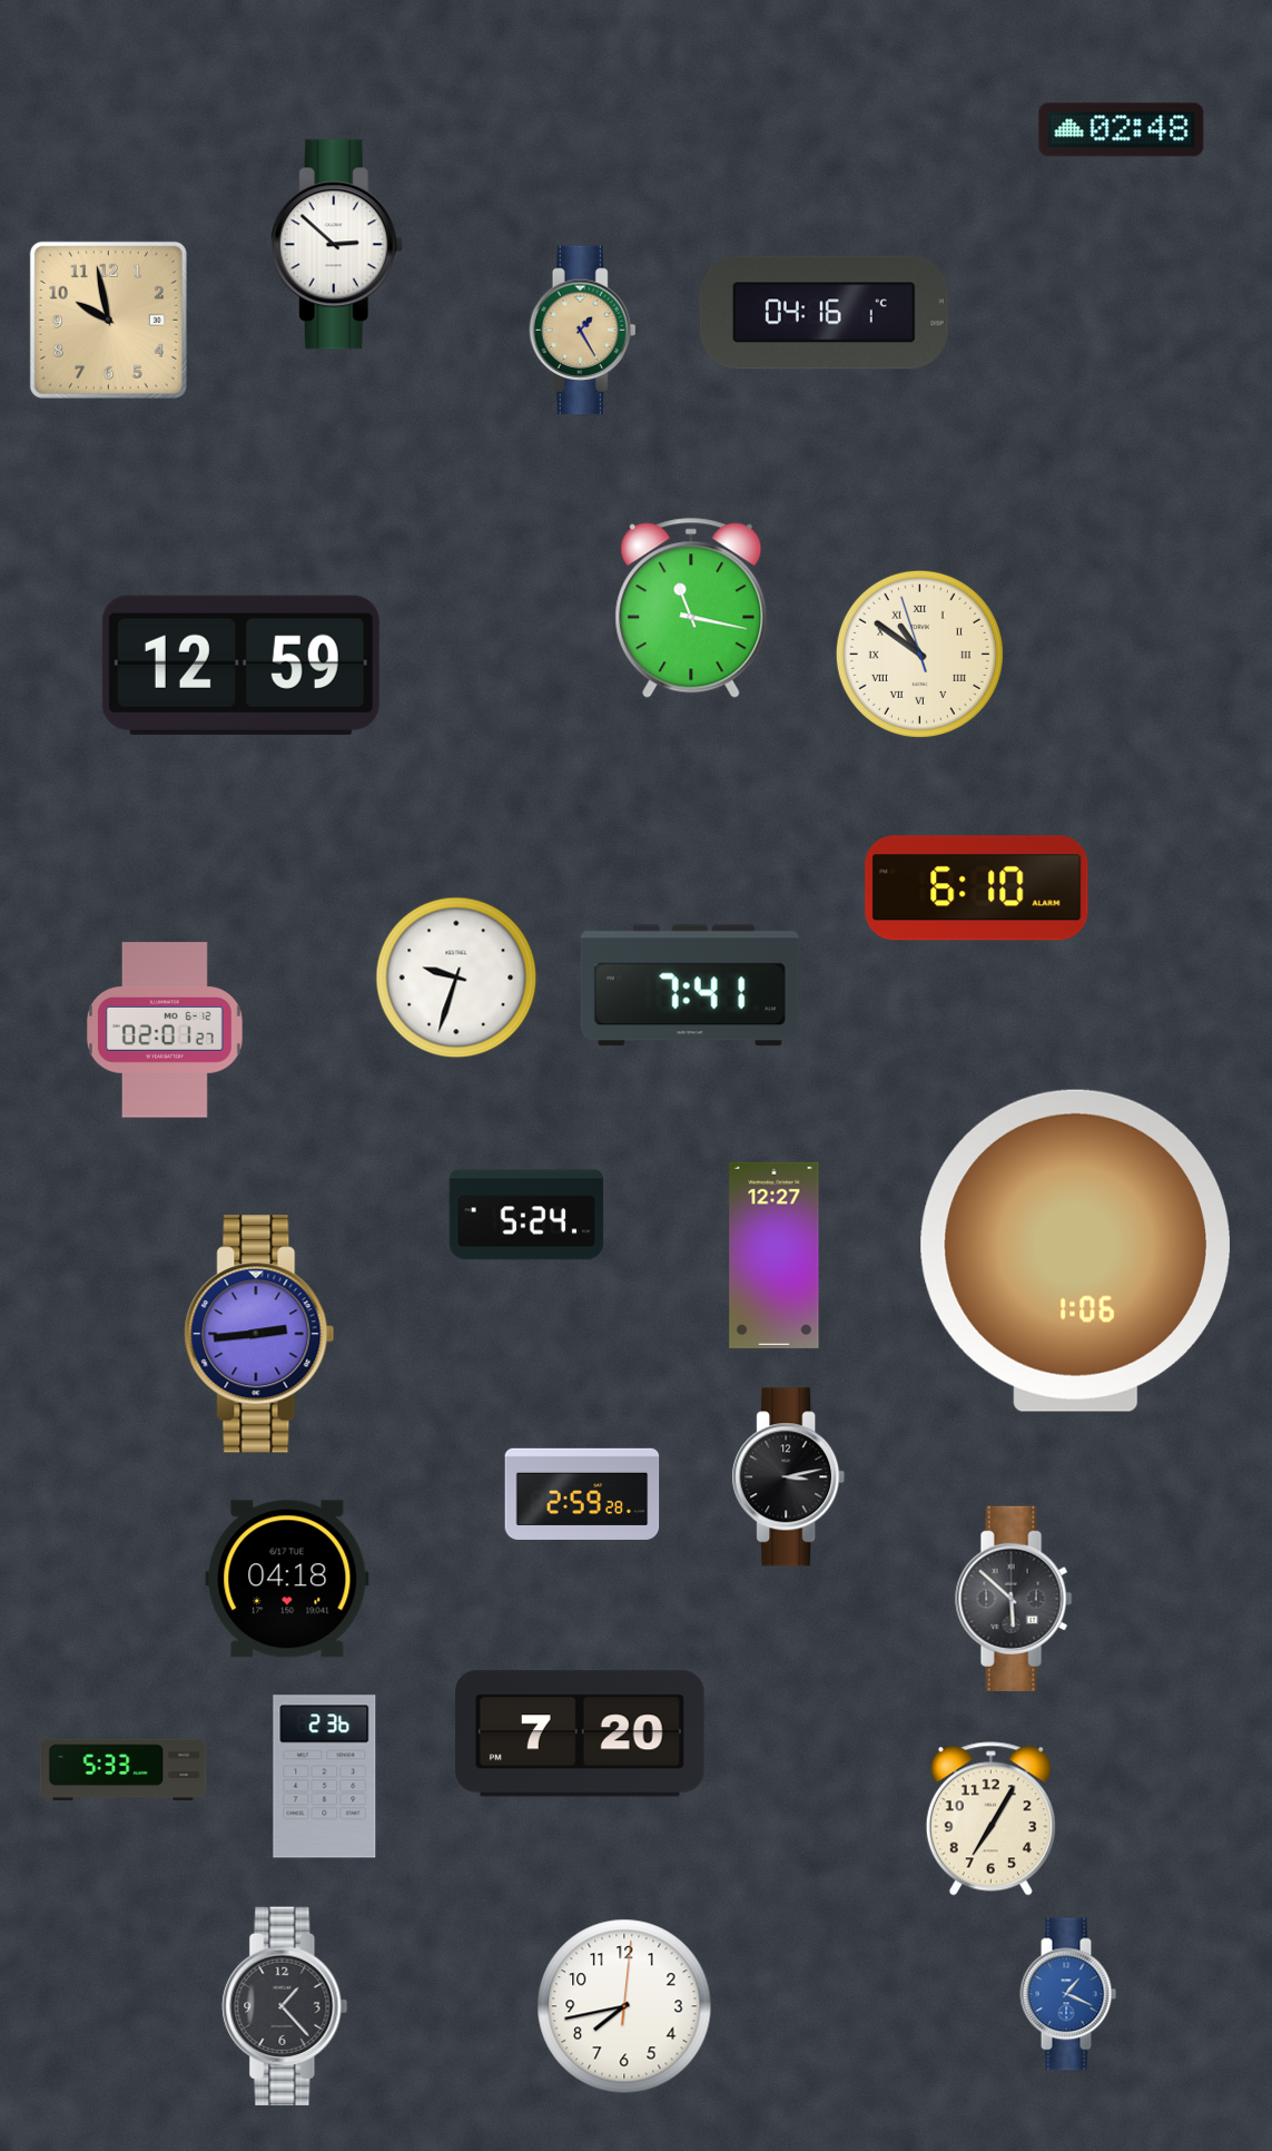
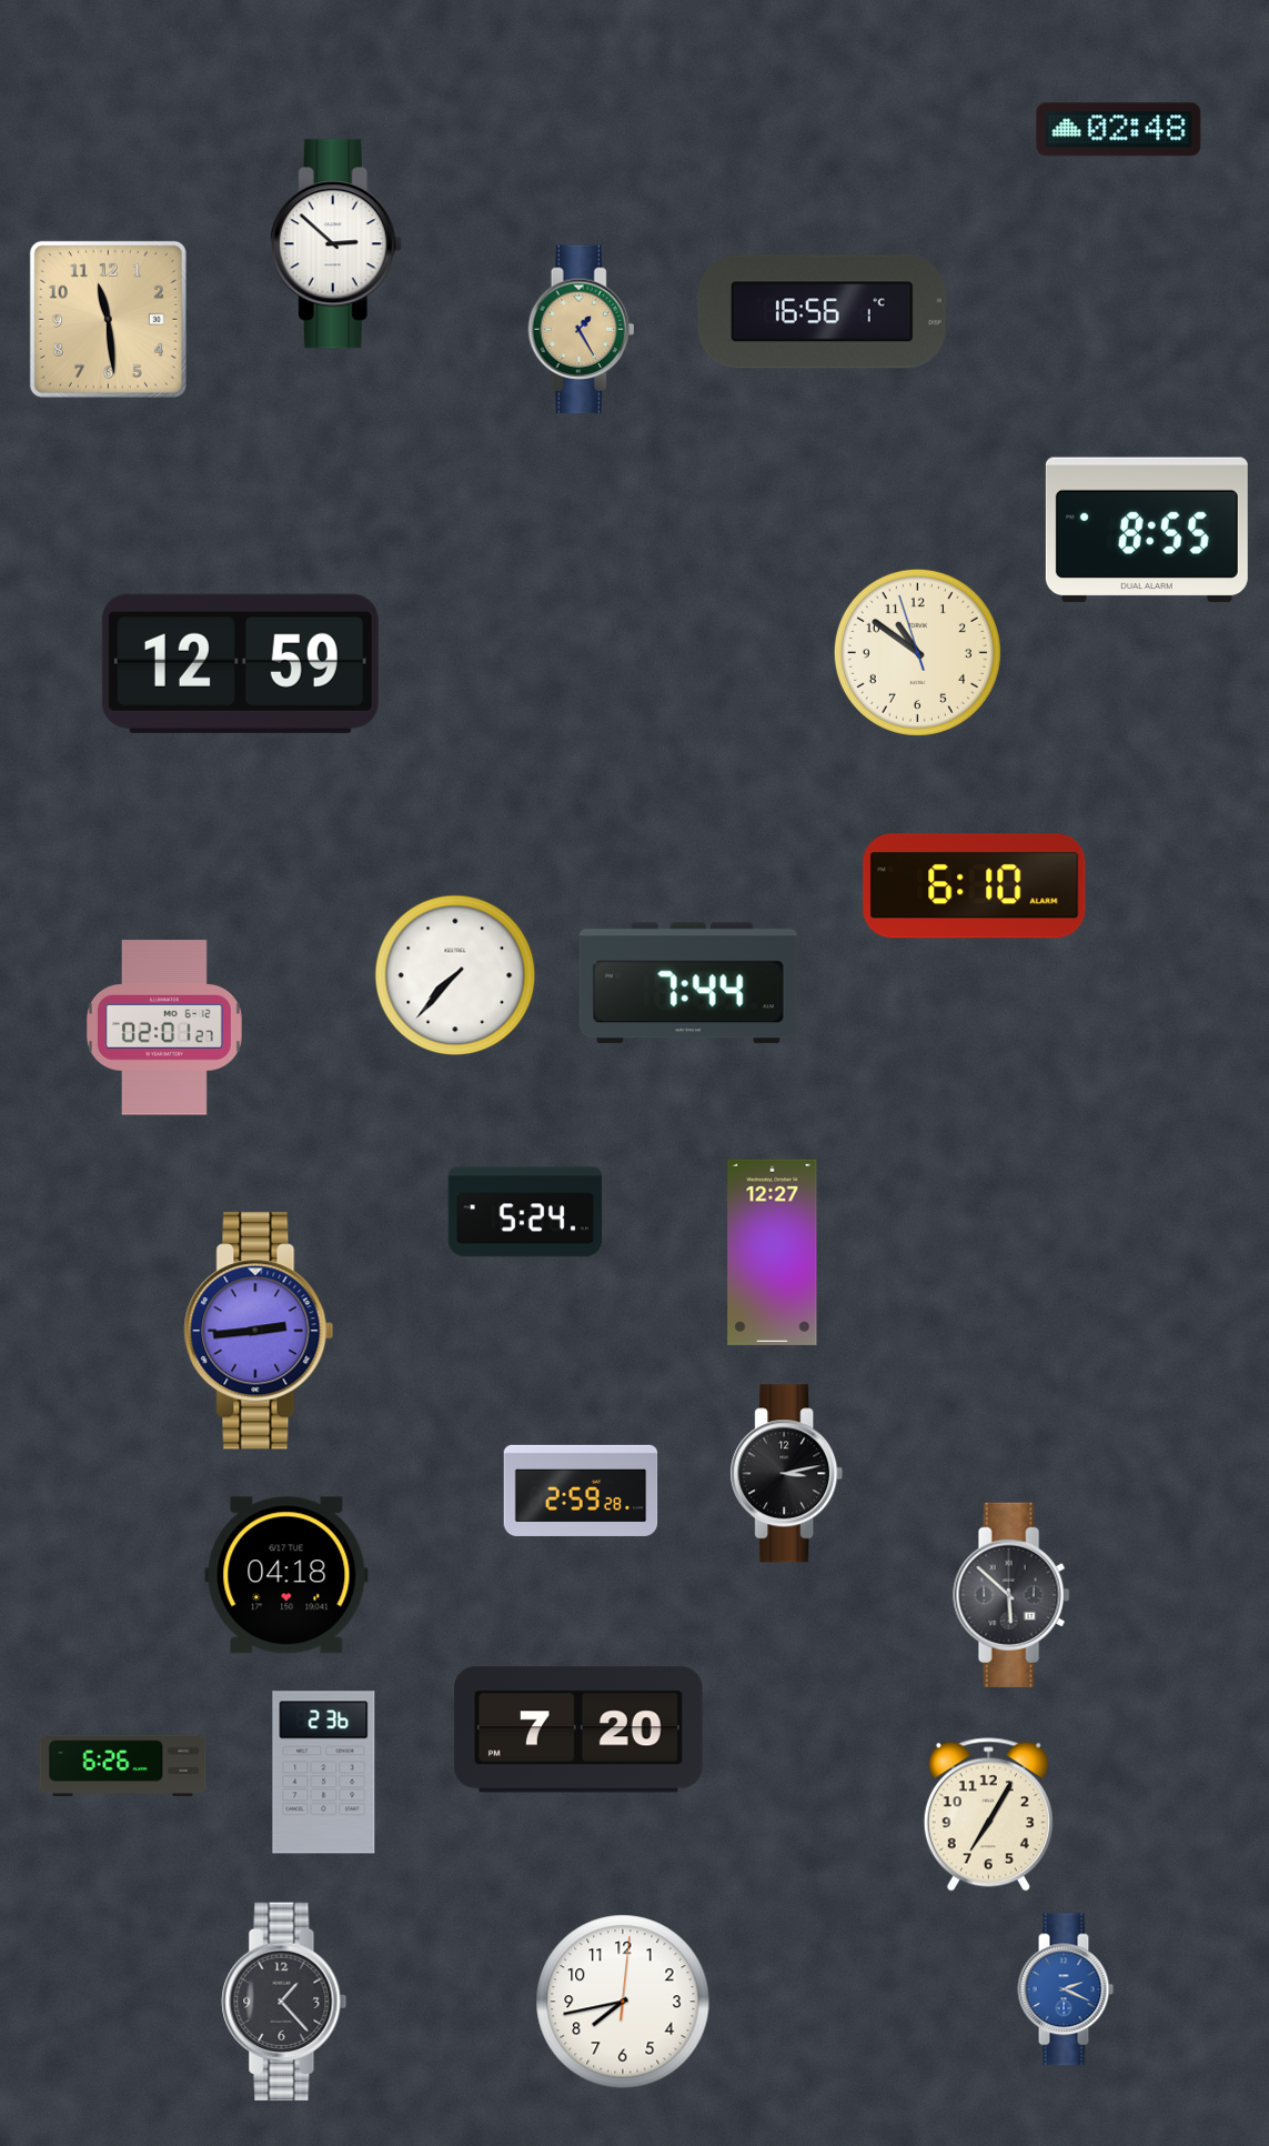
clock at (824, 313): 04:16 -> 16:56
clock at (108, 320): 9:58 -> 11:29
clock at (1147, 530): none -> 8:55
clock at (691, 608): 11:17 -> none
clock at (919, 654) numerals: Roman -> Arabic
clock at (456, 978): 9:33 -> 7:37
clock at (690, 985): 7:41 -> 7:44
clock at (1075, 1250): 1:06 -> none
clock at (124, 1770): 5:33 -> 6:26
clock at (1068, 1994): 1:19 -> 2:19
